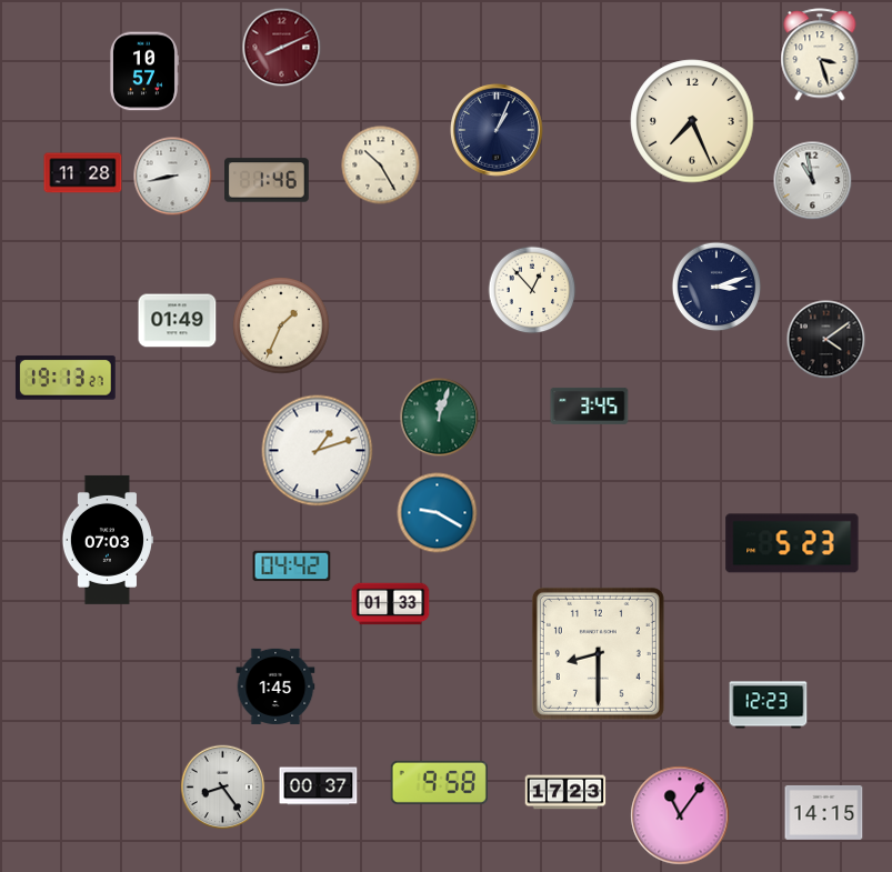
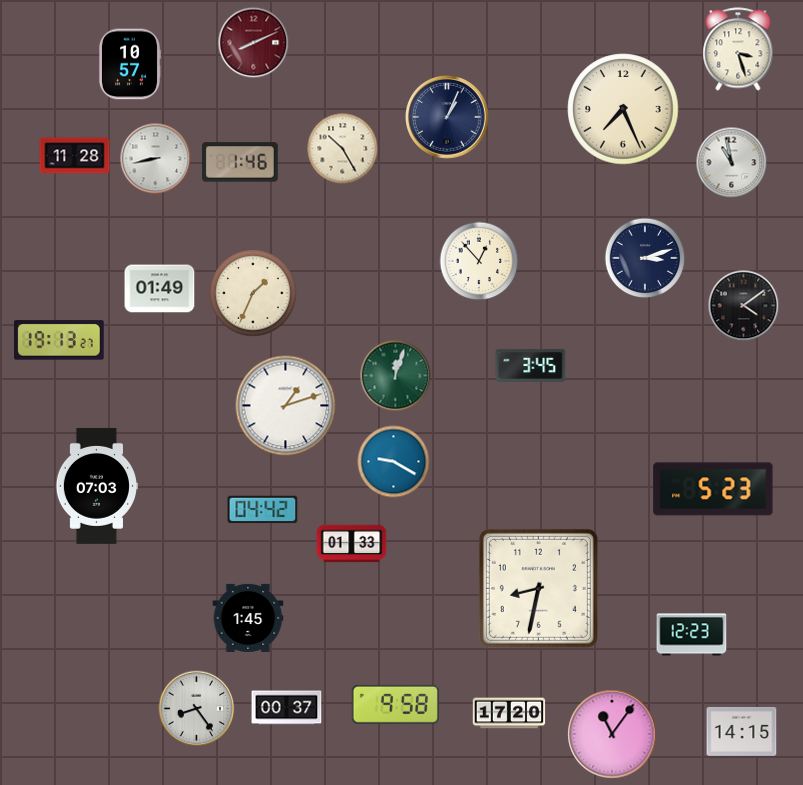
clock at (598, 653): 8:30 -> 8:32
clock at (223, 788) position: (223, 788) -> (197, 709)
clock at (565, 792): 17:23 -> 17:20
